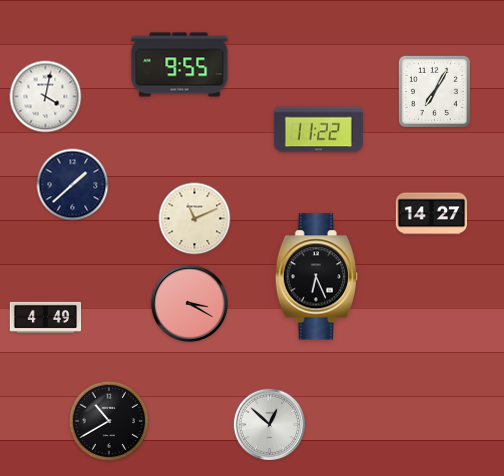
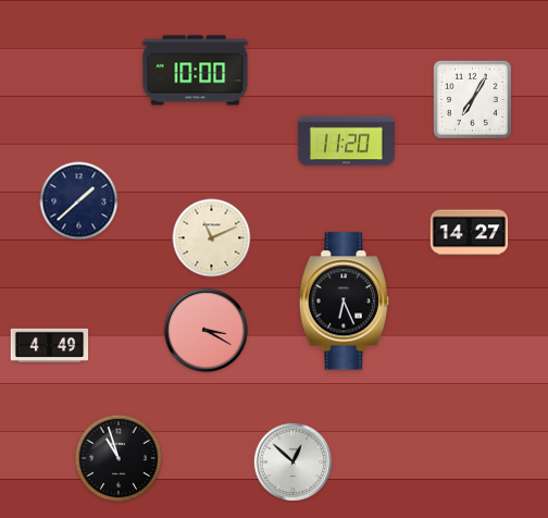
clock at (180, 65): 9:55 -> 10:00
clock at (46, 97): 4:02 -> none
clock at (318, 130): 11:22 -> 11:20
clock at (108, 420): 10:40 -> 10:57
